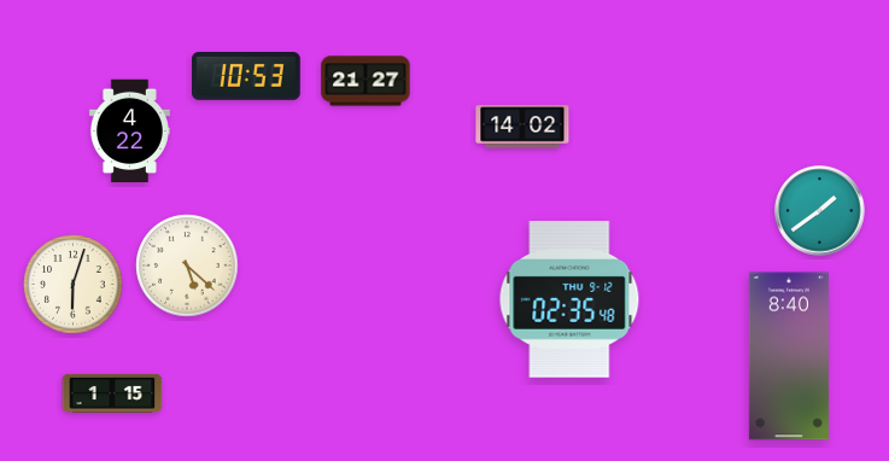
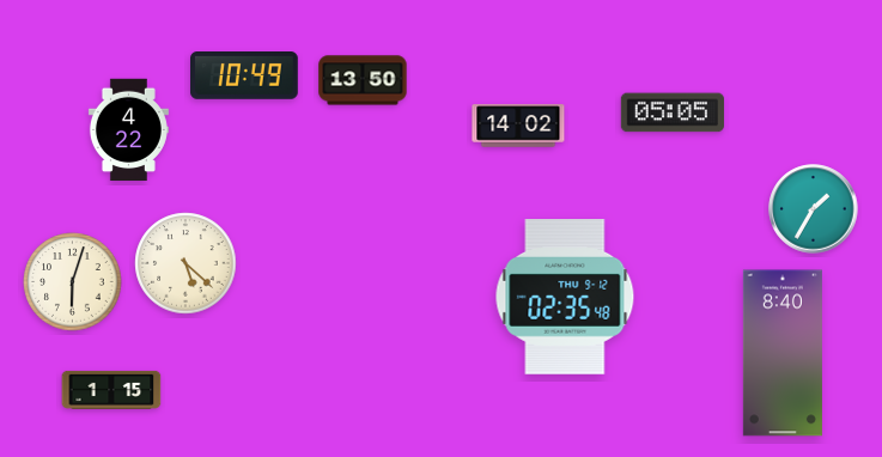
clock at (247, 77): 10:53 -> 10:49
clock at (365, 81): 21:27 -> 13:50
clock at (673, 112): none -> 05:05
clock at (820, 211): 1:39 -> 1:35
